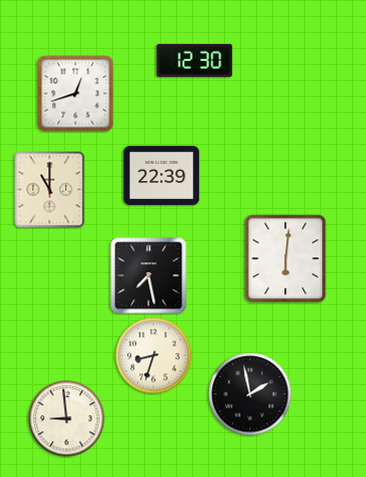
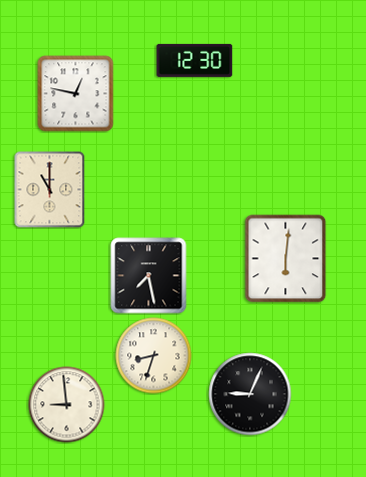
clock at (76, 94): 12:42 -> 12:47
clock at (162, 176): 22:39 -> none
clock at (250, 394): 1:58 -> 9:04
clock at (67, 419) position: (67, 419) -> (67, 405)
